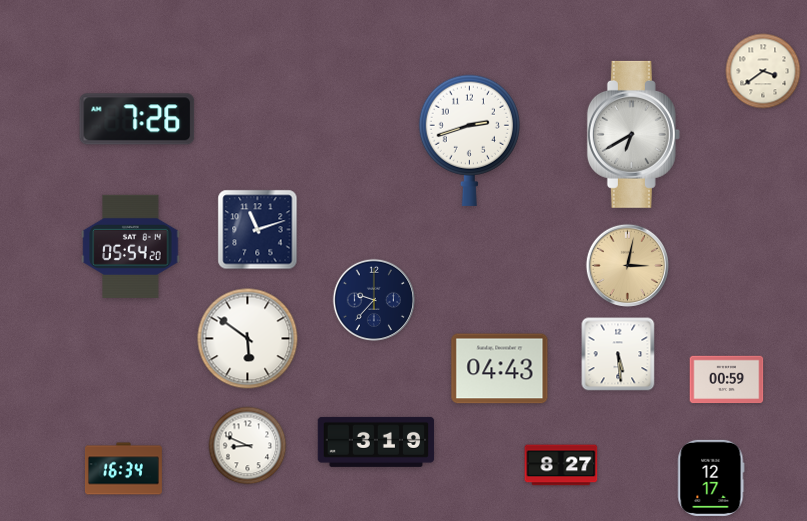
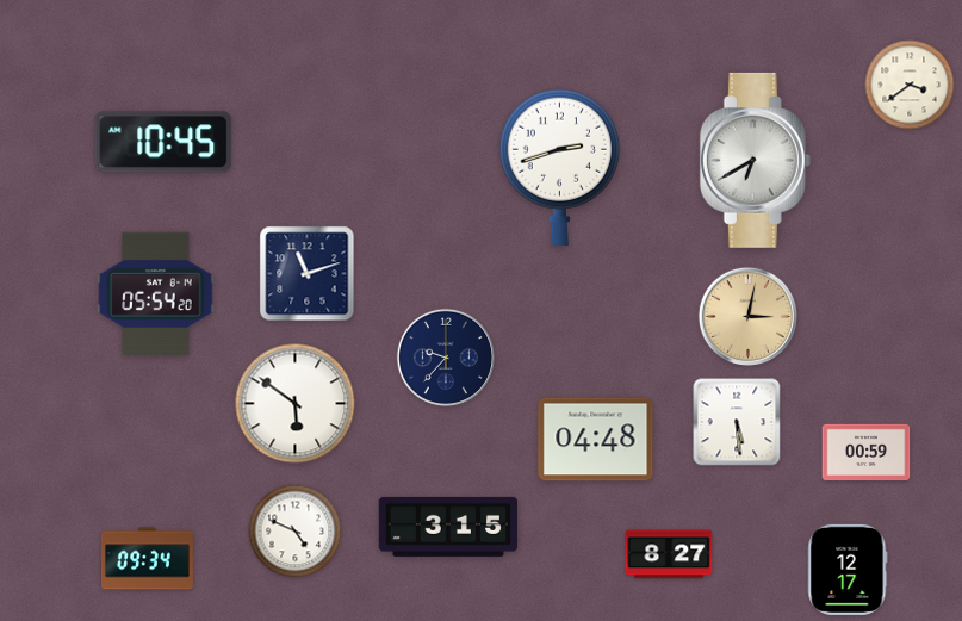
clock at (137, 119): 7:26 -> 10:45
clock at (500, 369): 04:43 -> 04:48
clock at (376, 442): 3:19 -> 3:15
clock at (248, 446): 8:49 -> 4:49
clock at (123, 469): 16:34 -> 09:34
